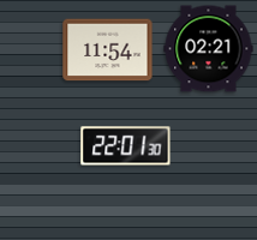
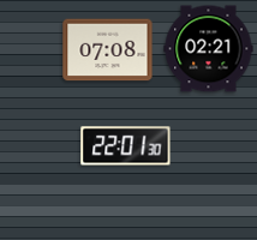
clock at (108, 50): 11:54 -> 07:08
